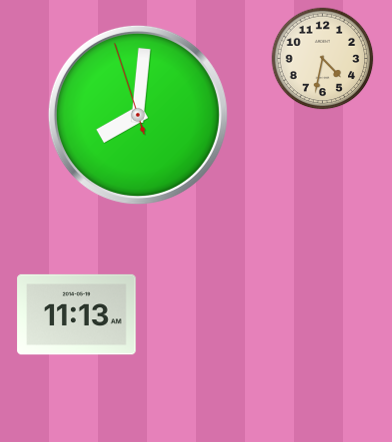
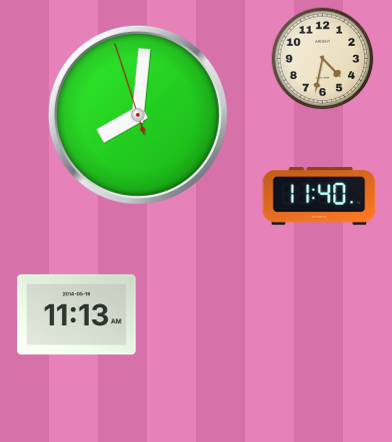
clock at (319, 196): none -> 11:40
